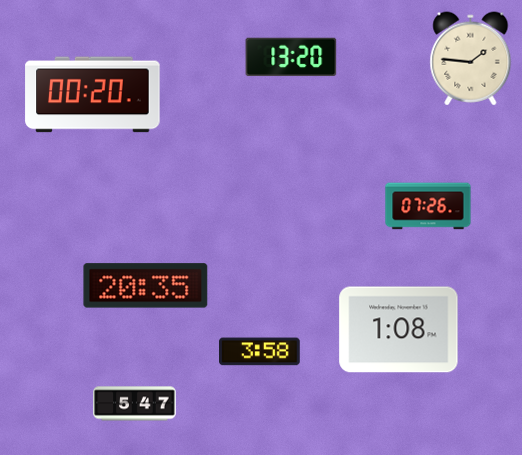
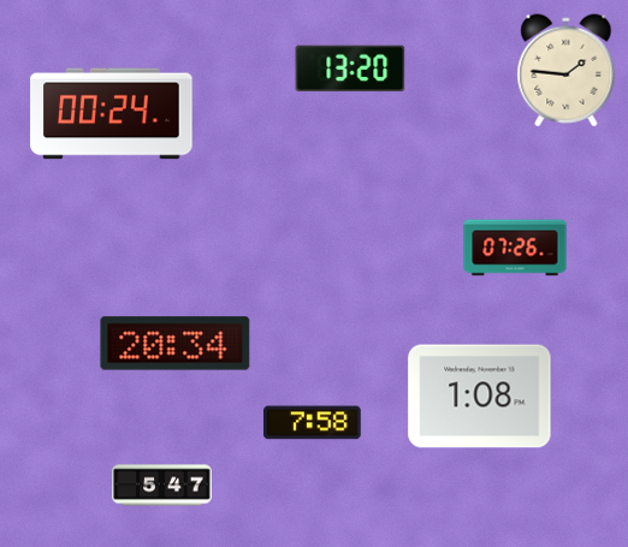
clock at (93, 95): 00:20 -> 00:24
clock at (146, 286): 20:35 -> 20:34
clock at (260, 352): 3:58 -> 7:58
